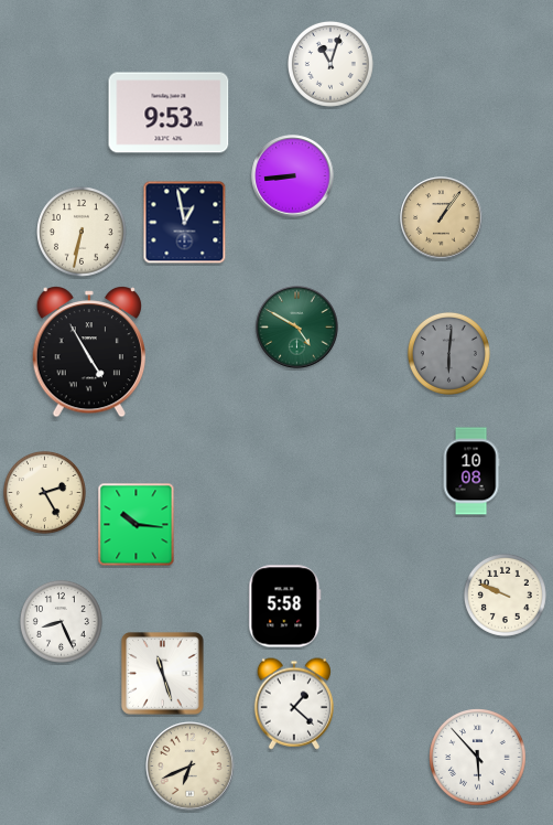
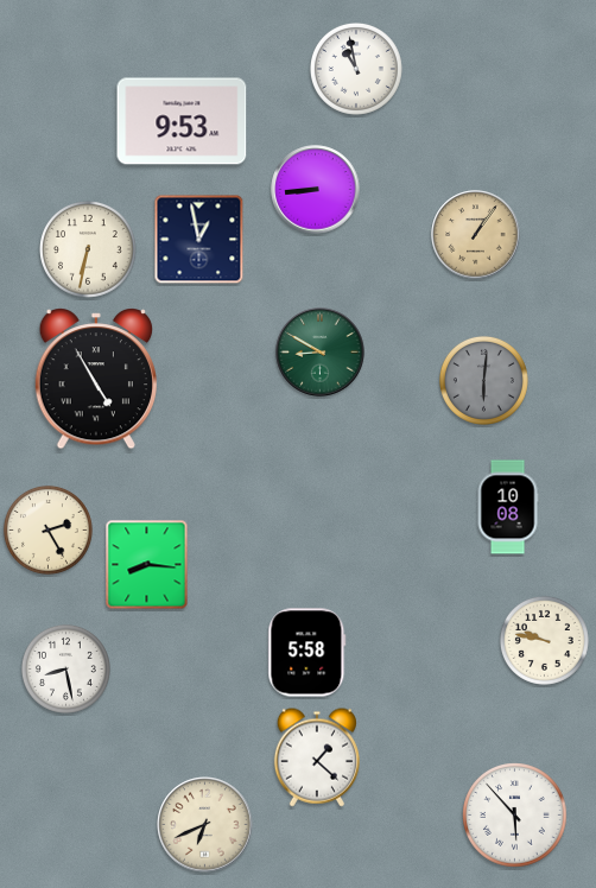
clock at (330, 64): 11:03 -> 10:58
clock at (297, 328): 4:50 -> 8:50
clock at (137, 525): 10:16 -> 8:16
clock at (505, 594): 9:49 -> 9:47
clock at (61, 621): 8:26 -> 8:28
clock at (163, 674): 11:27 -> none
